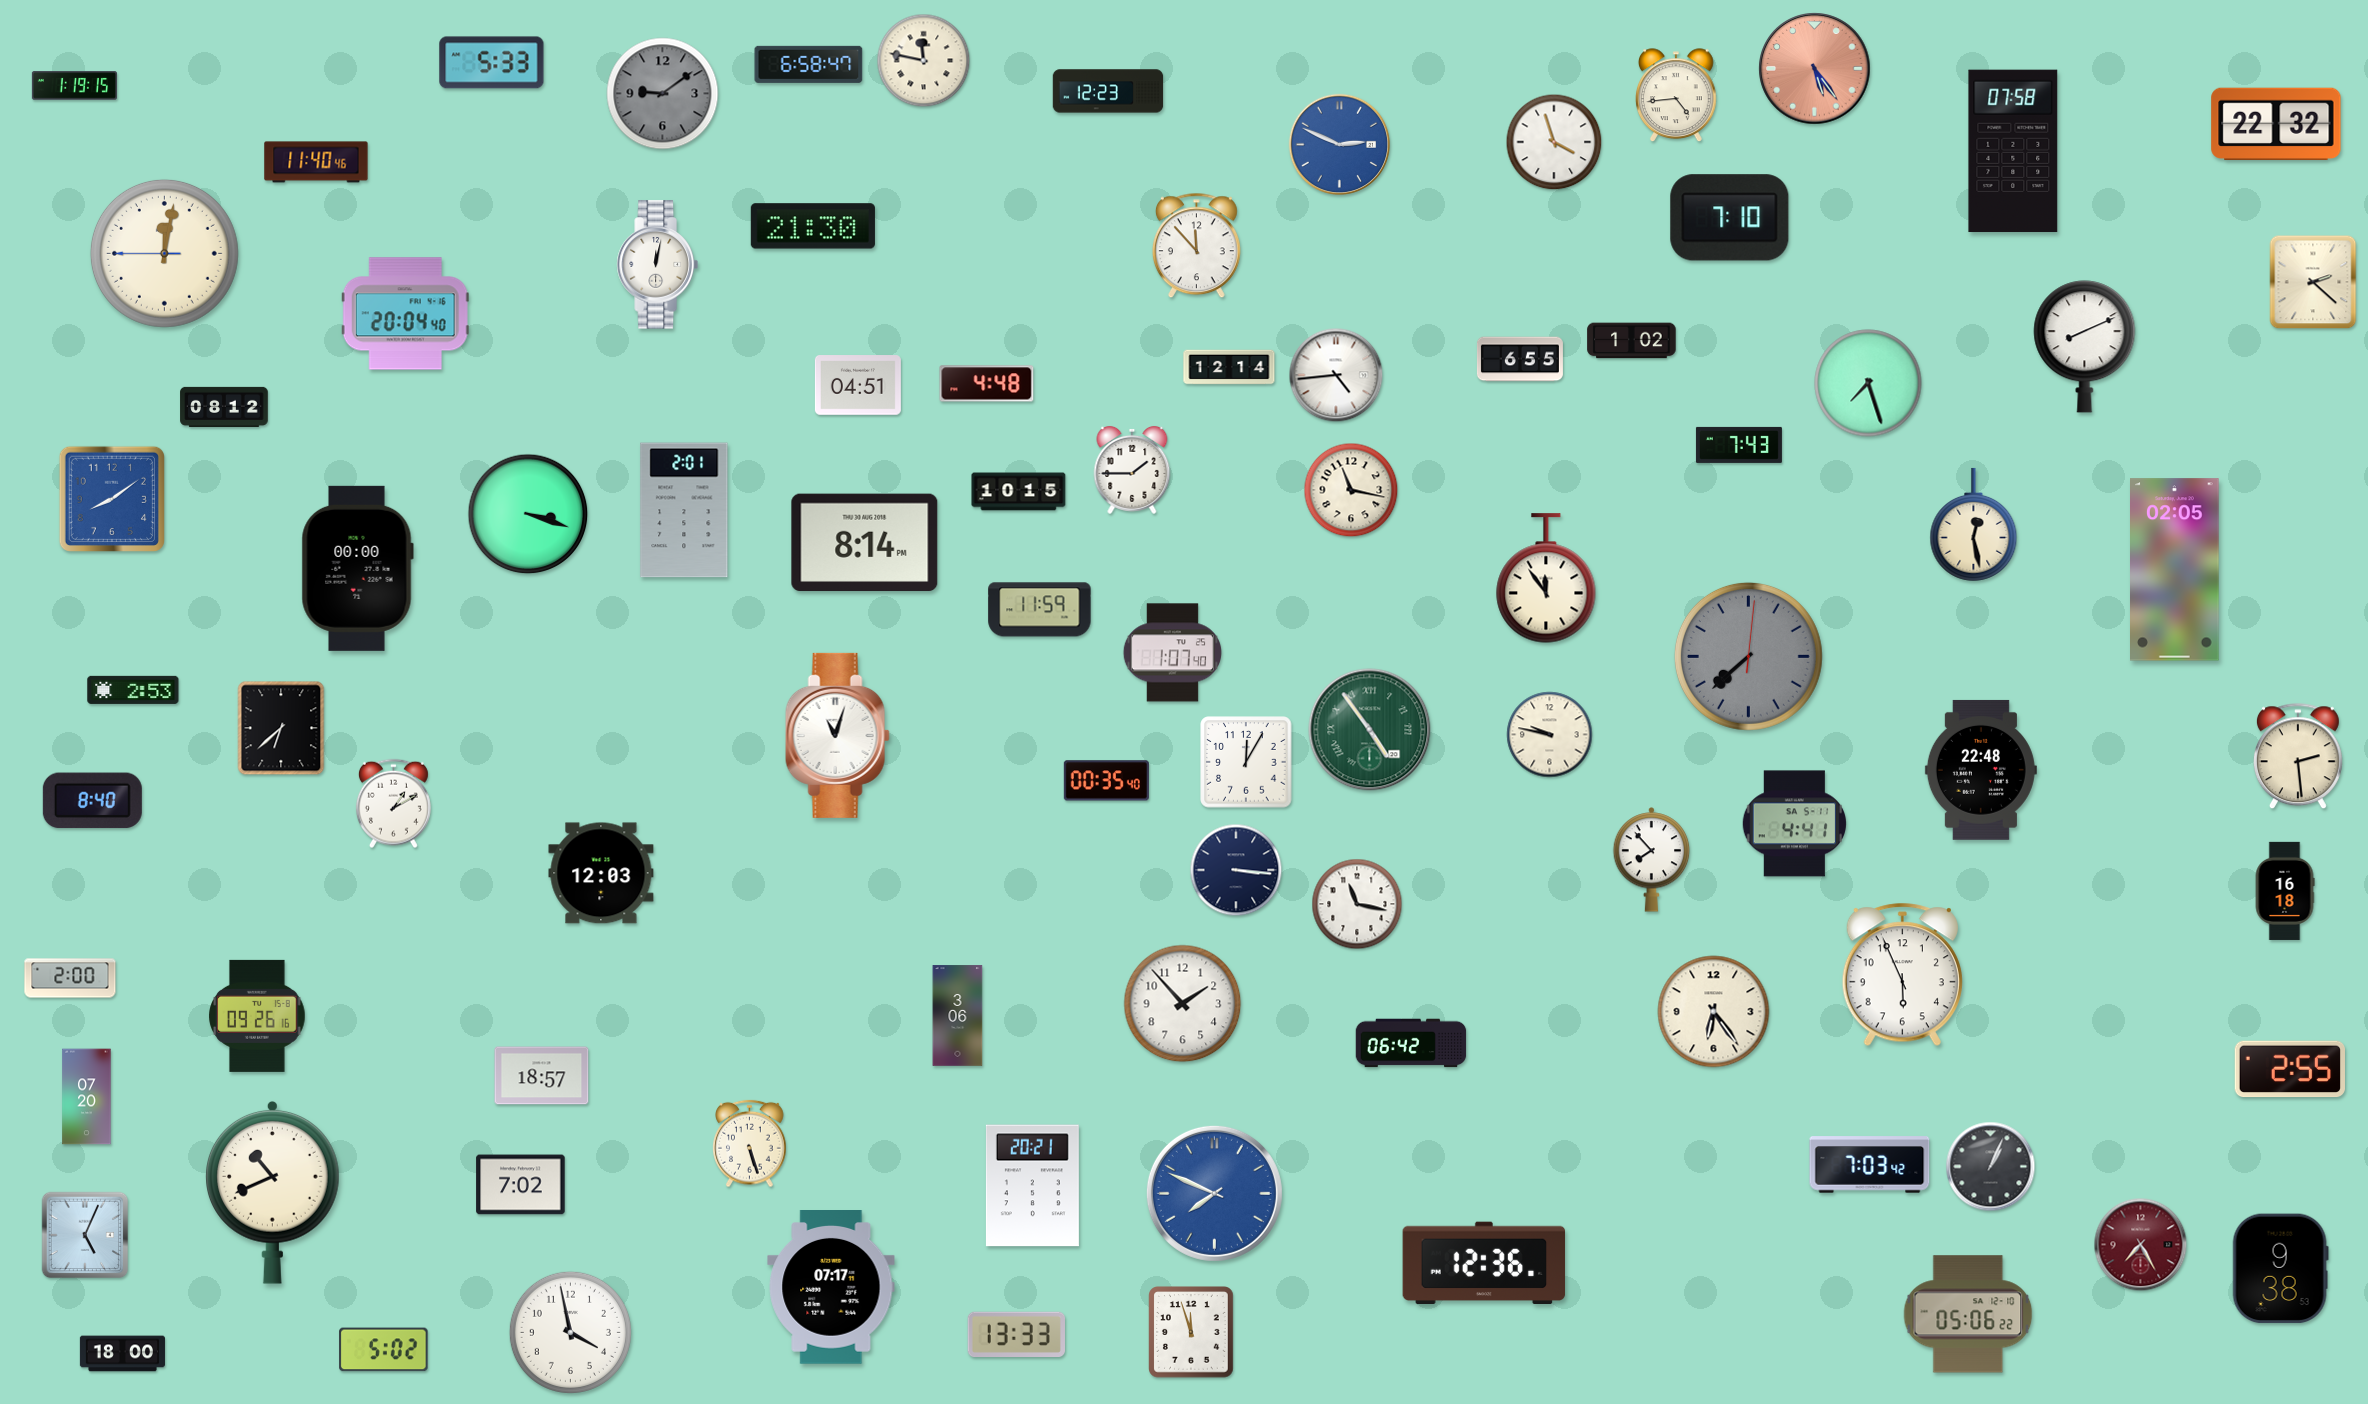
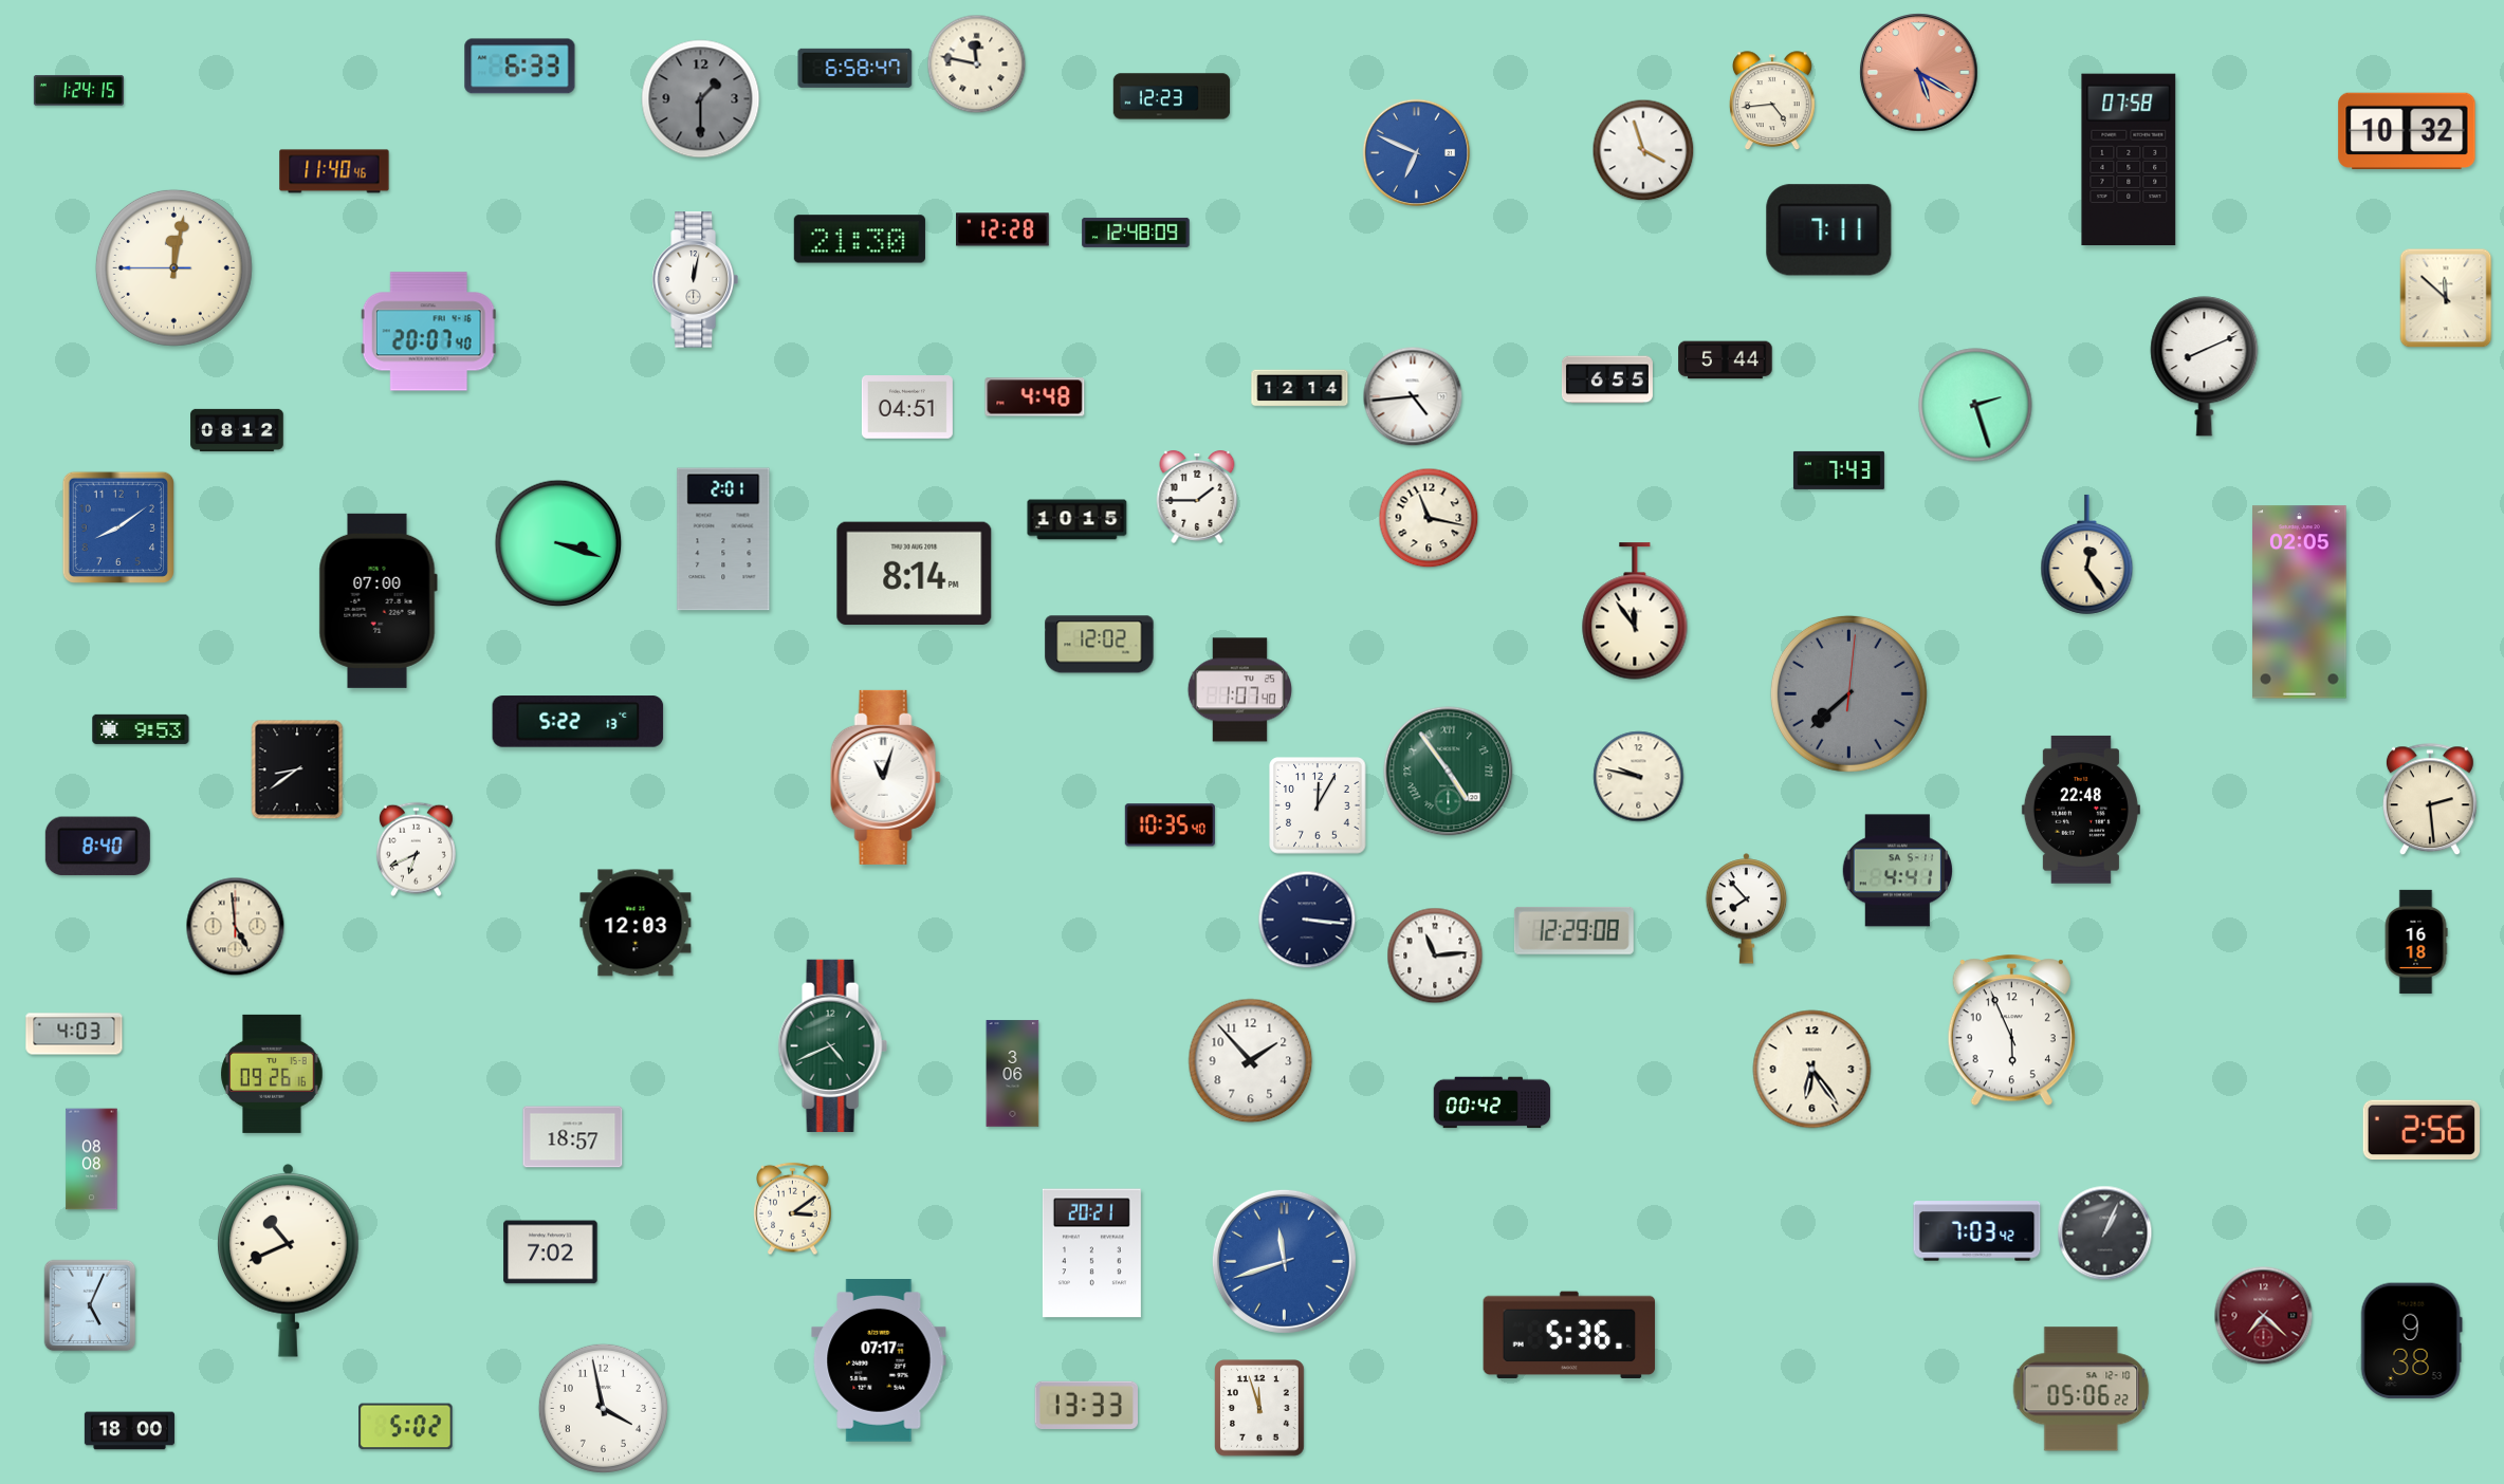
clock at (492, 63): 5:33 -> 6:33
clock at (1815, 69): 5:24 -> 5:20
clock at (74, 86): 1:19 -> 1:24
clock at (663, 94): 9:09 -> 1:30
clock at (2276, 124): 22:32 -> 10:32
clock at (1340, 145): 2:49 -> 6:49
clock at (1002, 229): none -> 12:28
clock at (1730, 218): 7:10 -> 7:11
clock at (1136, 233): none -> 12:48
clock at (1196, 246): 11:53 -> none
clock at (2313, 282): 2:22 -> 11:52
clock at (405, 314): 20:04 -> 20:07
clock at (1632, 341): 1:02 -> 5:44
clock at (1868, 383): 7:27 -> 2:27
clock at (987, 384) position: (987, 384) -> (1035, 397)
clock at (1974, 524): 12:28 -> 12:24
clock at (357, 568): 00:00 -> 07:00
clock at (1040, 610): 11:59 -> 12:02
clock at (578, 722): none -> 5:22
clock at (133, 690): 2:53 -> 9:53
clock at (281, 728): 6:38 -> 8:39
clock at (1981, 770) position: (1981, 770) -> (2081, 810)
clock at (1106, 781): 00:35 -> 10:35
clock at (393, 804): 1:10 -> 6:41
clock at (236, 927): none -> 4:59
clock at (1573, 930): none -> 12:29
clock at (1357, 904): 11:17 -> 11:14
clock at (70, 978): 2:00 -> 4:03
clock at (832, 1045): none -> 4:41
clock at (1411, 1043): 06:42 -> 00:42
clock at (2289, 1069): 2:55 -> 2:56
clock at (87, 1097): 07:20 -> 08:08
clock at (750, 1144): 5:27 -> 3:09
clock at (1214, 1193): 7:49 -> 11:42
clock at (2141, 1245): 7:25 -> 7:22
clock at (1484, 1262): 12:36 -> 5:36
clock at (1016, 1334) position: (1016, 1334) -> (1086, 1405)
